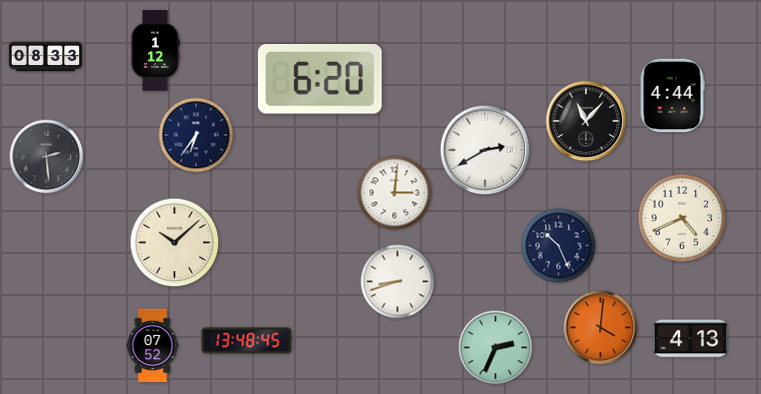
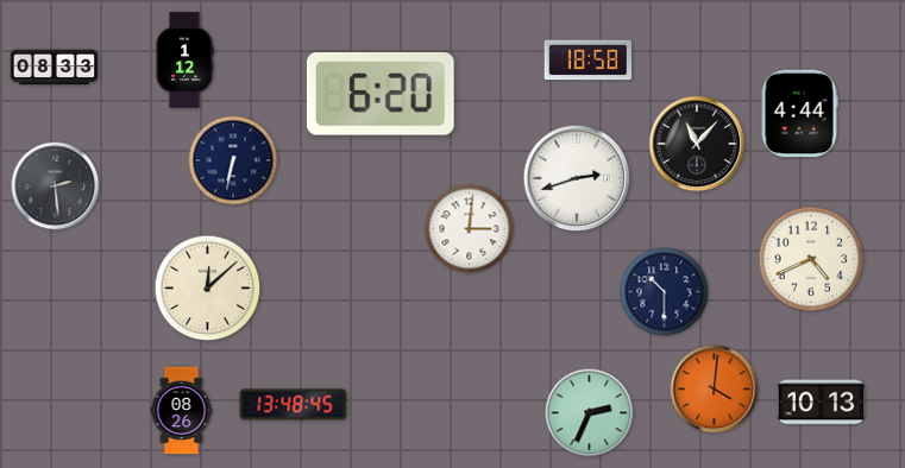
clock at (589, 61): none -> 18:58
clock at (196, 135): 6:36 -> 6:32
clock at (485, 150): 2:40 -> 2:42
clock at (175, 243): 10:08 -> 12:08
clock at (559, 246): 10:26 -> 10:30
clock at (398, 282): 8:42 -> none
clock at (691, 339): 4:13 -> 10:13
clock at (153, 346): 07:52 -> 08:26
